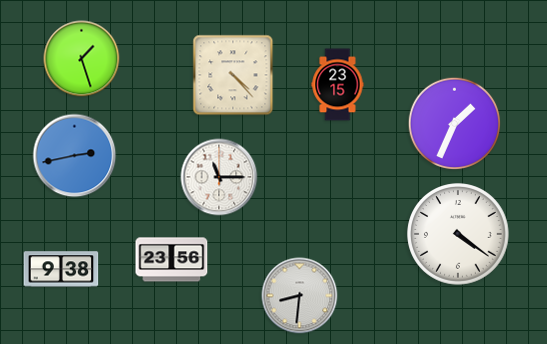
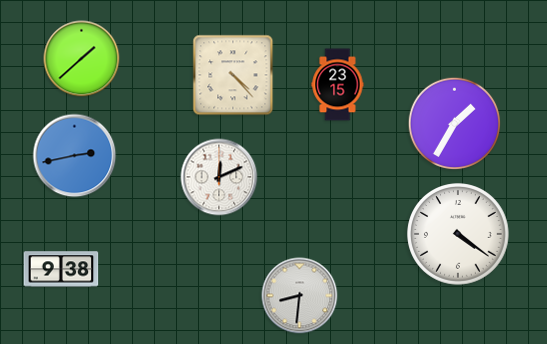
clock at (82, 59): 1:27 -> 1:38
clock at (455, 124): 1:34 -> 1:35
clock at (219, 177): 11:15 -> 12:11
clock at (172, 260): 23:56 -> none
